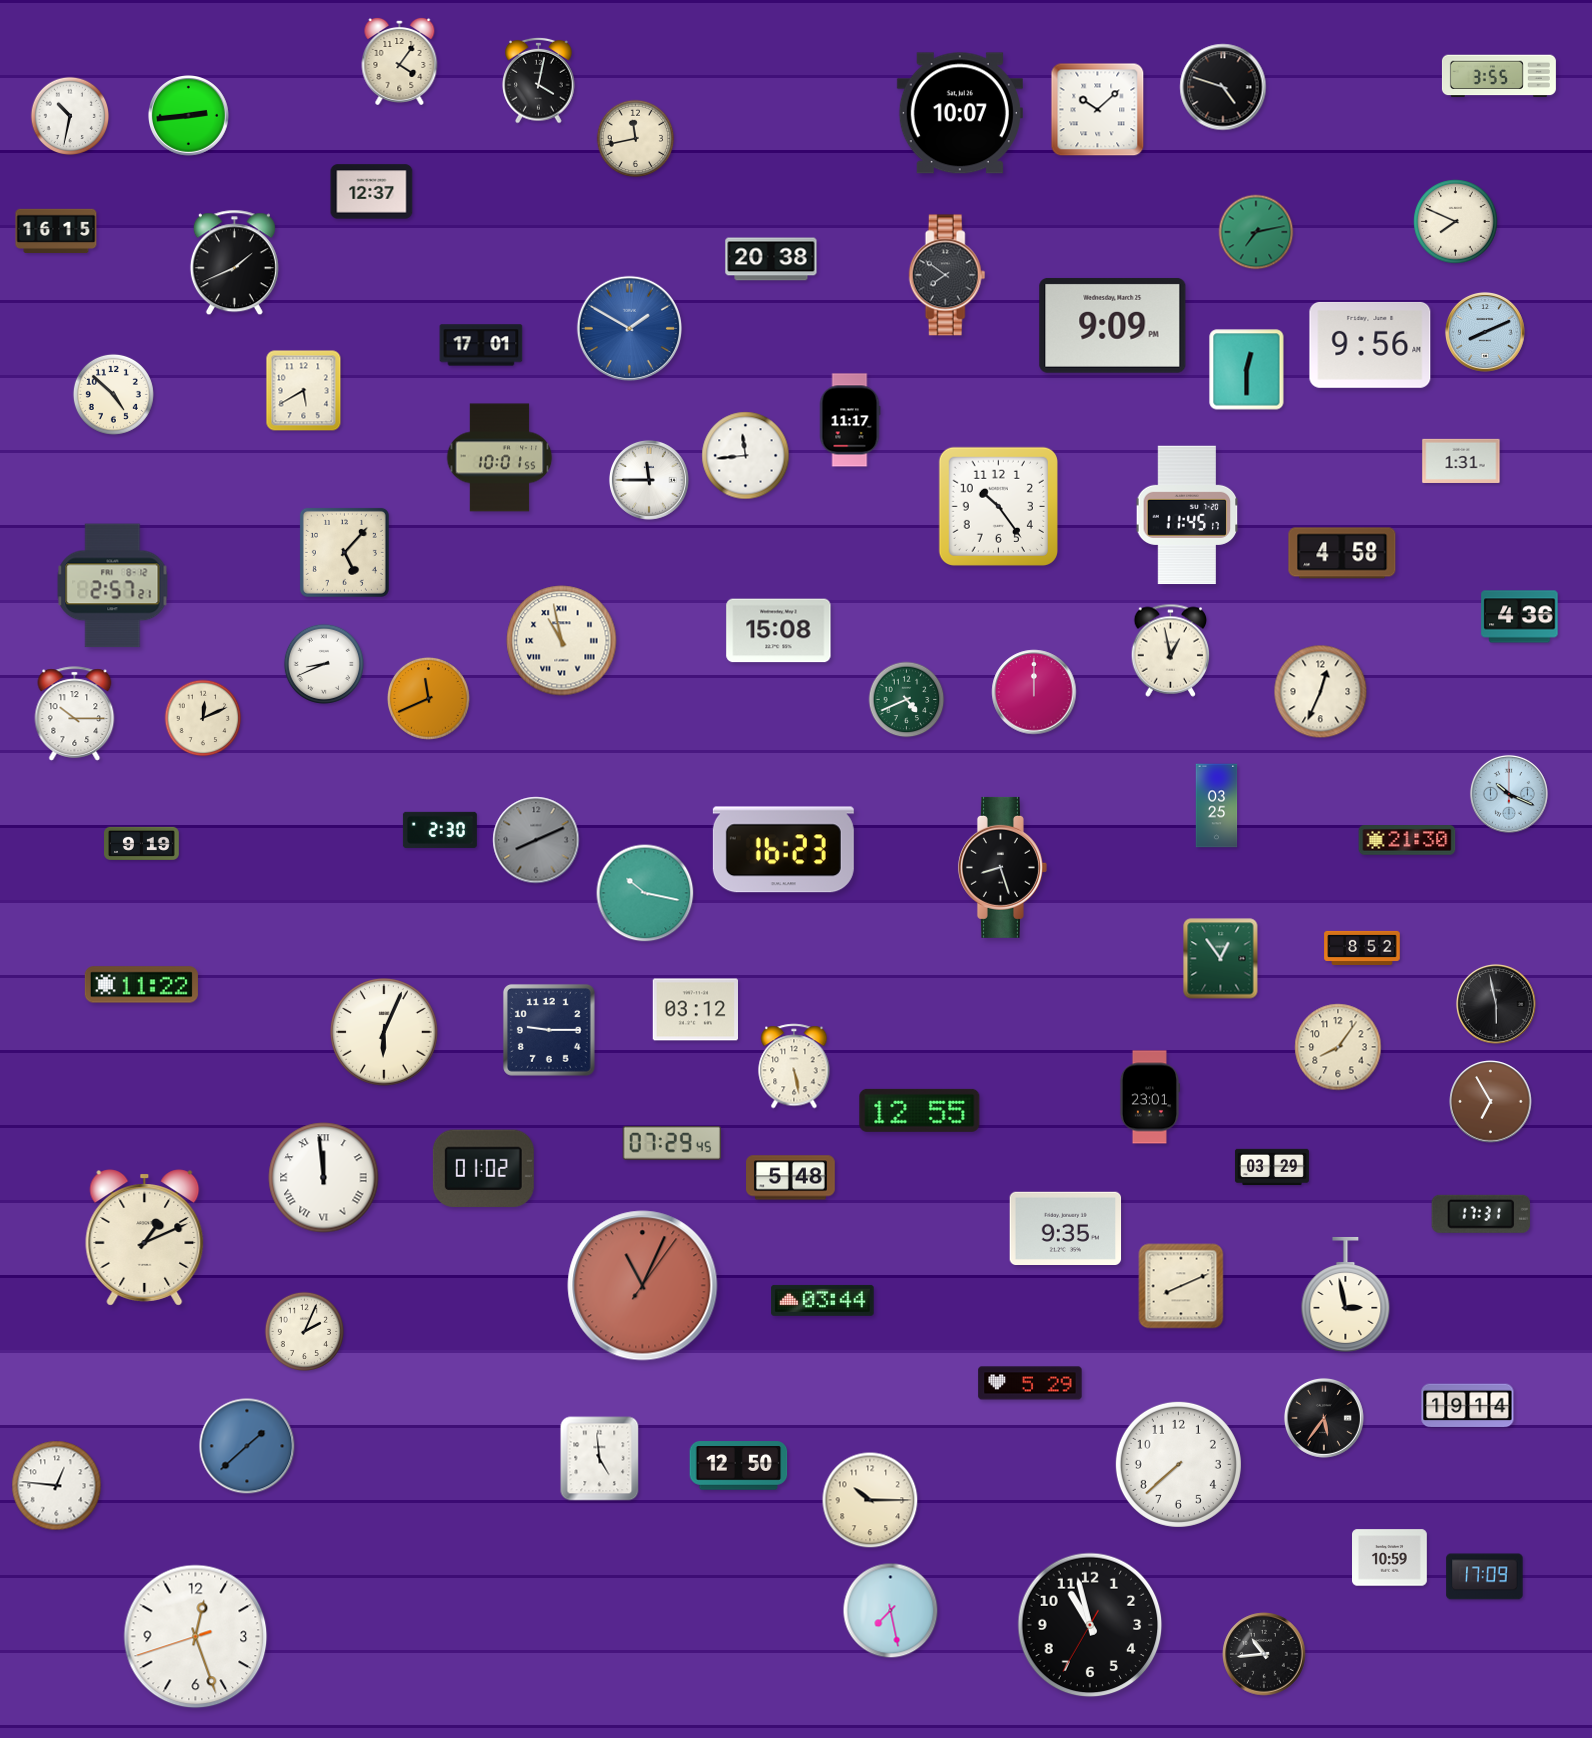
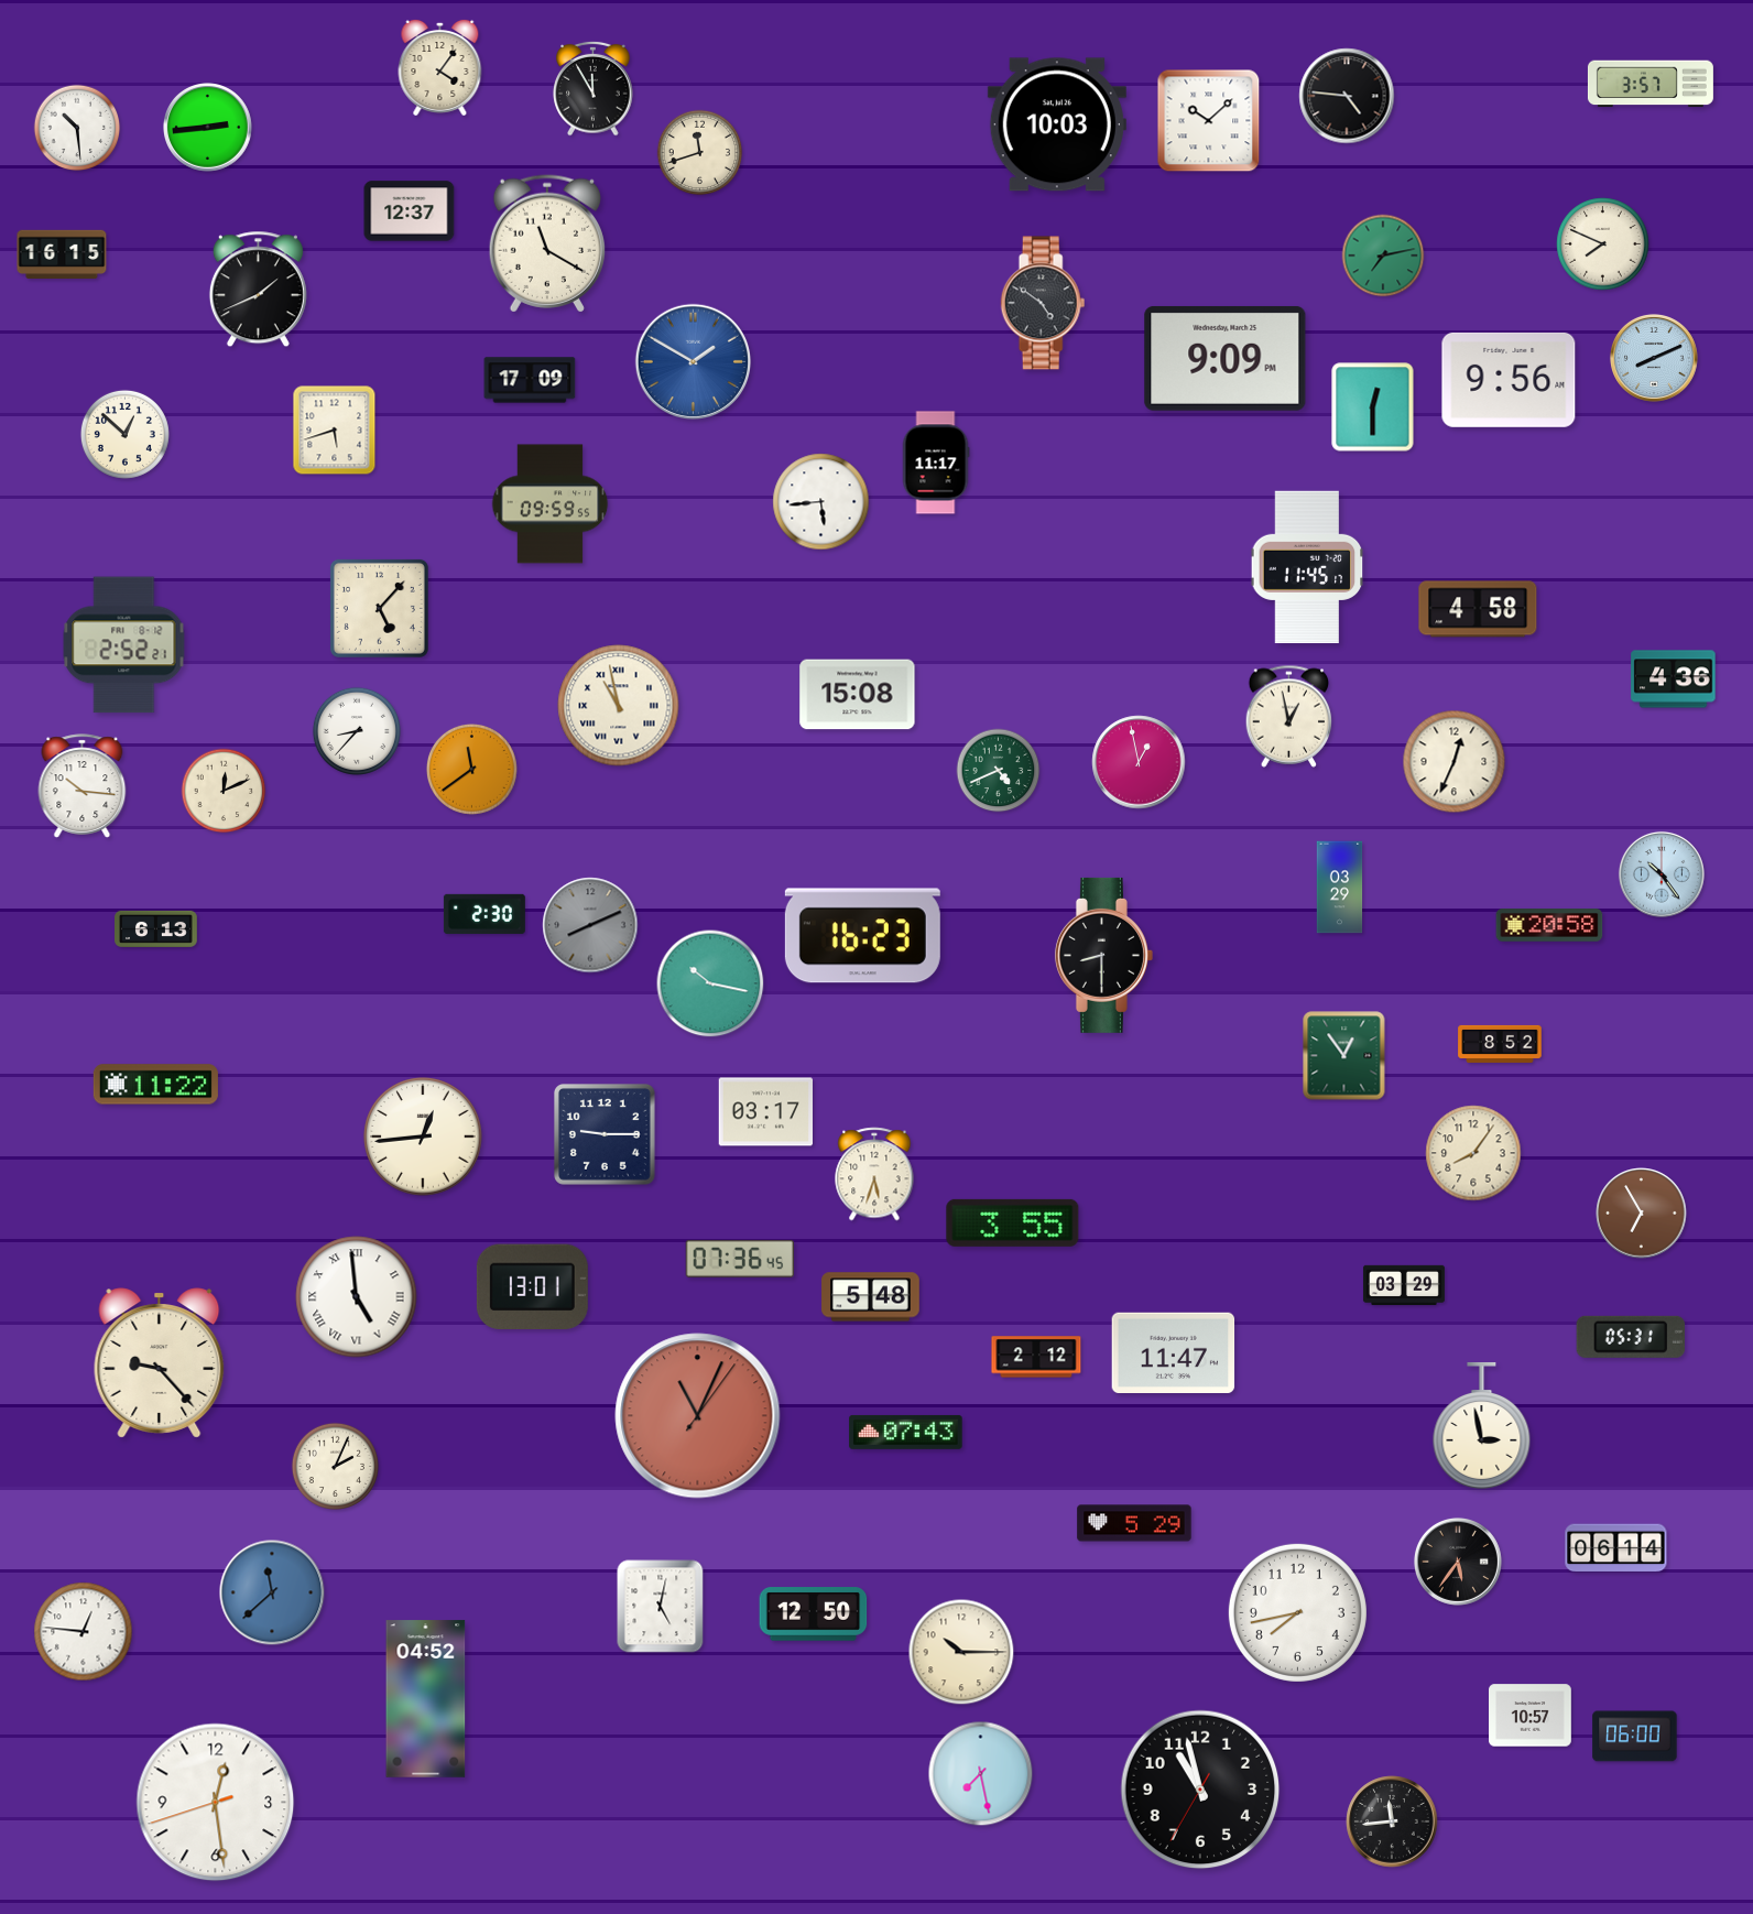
clock at (1499, 76): 3:55 -> 3:57
clock at (539, 80): 4:02 -> 11:55
clock at (1223, 87): 4:48 -> 4:46
clock at (960, 113): 10:07 -> 10:03
clock at (70, 116): 10:32 -> 10:29
clock at (636, 139): 11:43 -> 11:42
clock at (546, 243): none -> 11:20
clock at (771, 259): 20:38 -> none
clock at (947, 275): 7:51 -> 4:51
clock at (1485, 332) position: (1485, 332) -> (1654, 358)
clock at (481, 345): 17:01 -> 17:09
clock at (304, 391): 5:40 -> 5:42
clock at (113, 394): 4:52 -> 12:52
clock at (746, 456): 11:44 -> 5:44
clock at (500, 458): 10:01 -> 09:59
clock at (1461, 461): 1:31 -> none
clock at (649, 480): 11:45 -> none
clock at (998, 506): 10:24 -> none
clock at (113, 586): 2:57 -> 2:52
clock at (324, 664): 8:41 -> 8:37
clock at (1034, 692): 12:00 -> 12:58
clock at (429, 699): 11:41 -> 11:39
clock at (75, 714): 10:15 -> 10:16
clock at (1509, 794): 10:19 -> 10:24
clock at (1217, 806): 03:25 -> 03:29
clock at (1407, 840): 21:30 -> 20:58
clock at (142, 843): 9:19 -> 6:13
clock at (1002, 867): 8:27 -> 8:30
clock at (1496, 1004): 5:58 -> none
clock at (695, 1010): 03:12 -> 03:17
clock at (384, 1032): 6:04 -> 12:44
clock at (794, 1066): 5:28 -> 5:33
clock at (1149, 1097): 23:01 -> none
clock at (920, 1110): 12:55 -> 3:55
clock at (671, 1143): 07:29 -> 07:36
clock at (1272, 1167) position: (1272, 1167) -> (1404, 1285)
clock at (483, 1169): 01:02 -> 13:01
clock at (324, 1178): 11:59 -> 4:59
clock at (1481, 1214): 17:31 -> 05:31
clock at (1066, 1228): 9:35 -> 11:47
clock at (1036, 1357): none -> 2:12
clock at (145, 1238): 1:11 -> 9:23
clock at (643, 1286) position: (643, 1286) -> (698, 1416)
clock at (1181, 1286): 8:11 -> none
clock at (823, 1300): 03:44 -> 07:43
clock at (1468, 1406): 19:14 -> 06:14
clock at (247, 1446): 1:38 -> 11:38
clock at (600, 1459): 4:59 -> 5:02
clock at (1178, 1464): 7:38 -> 7:43
clock at (57, 1486) position: (57, 1486) -> (84, 1632)
clock at (870, 1500) position: (870, 1500) -> (961, 1652)
clock at (426, 1699): none -> 04:52
clock at (1390, 1558): 10:59 -> 10:57
clock at (1485, 1577): 17:09 -> 06:00
clock at (196, 1637): 12:26 -> 12:28
clock at (1264, 1654): 10:44 -> 11:44
